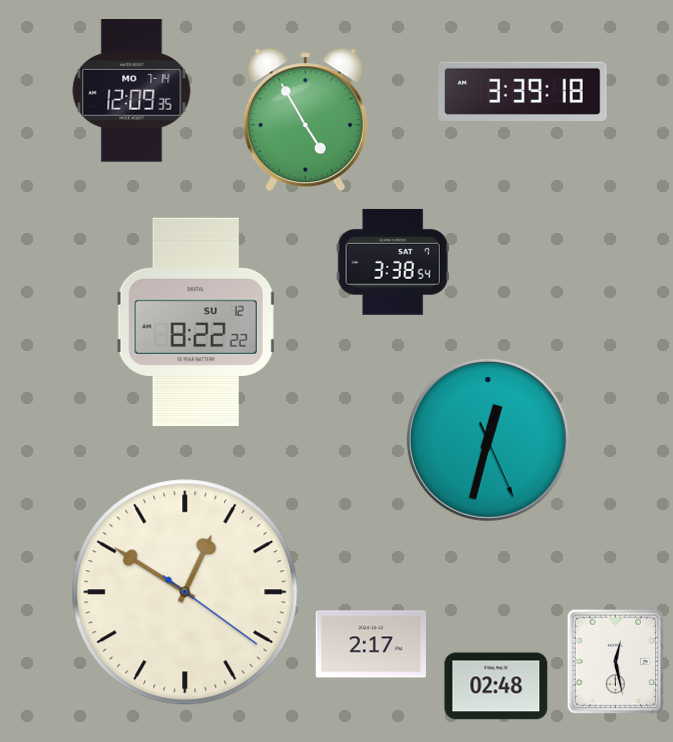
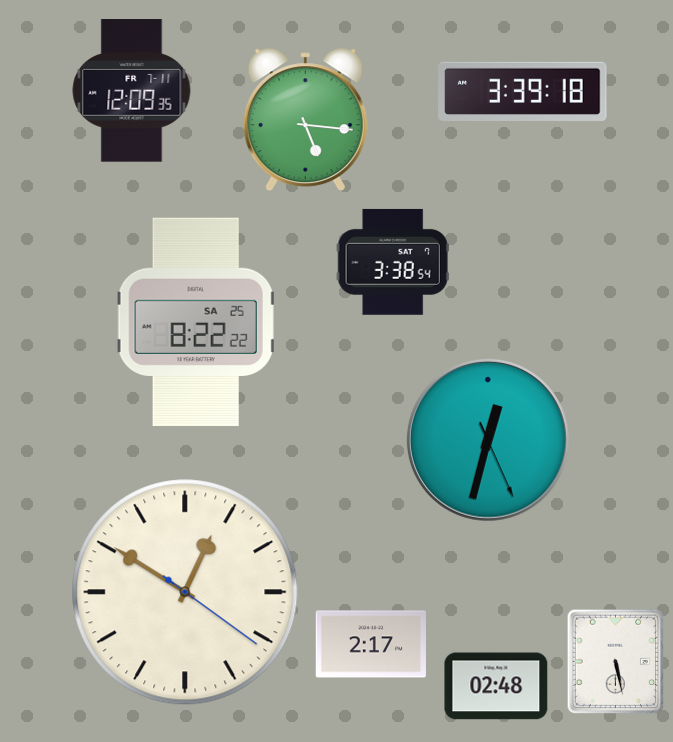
clock at (132, 91) date: MO 7-14 -> FR 7-11
clock at (305, 120): 4:55 -> 5:16
clock at (196, 322) date: SU 12 -> SA 25
clock at (616, 662): 12:28 -> 5:28
